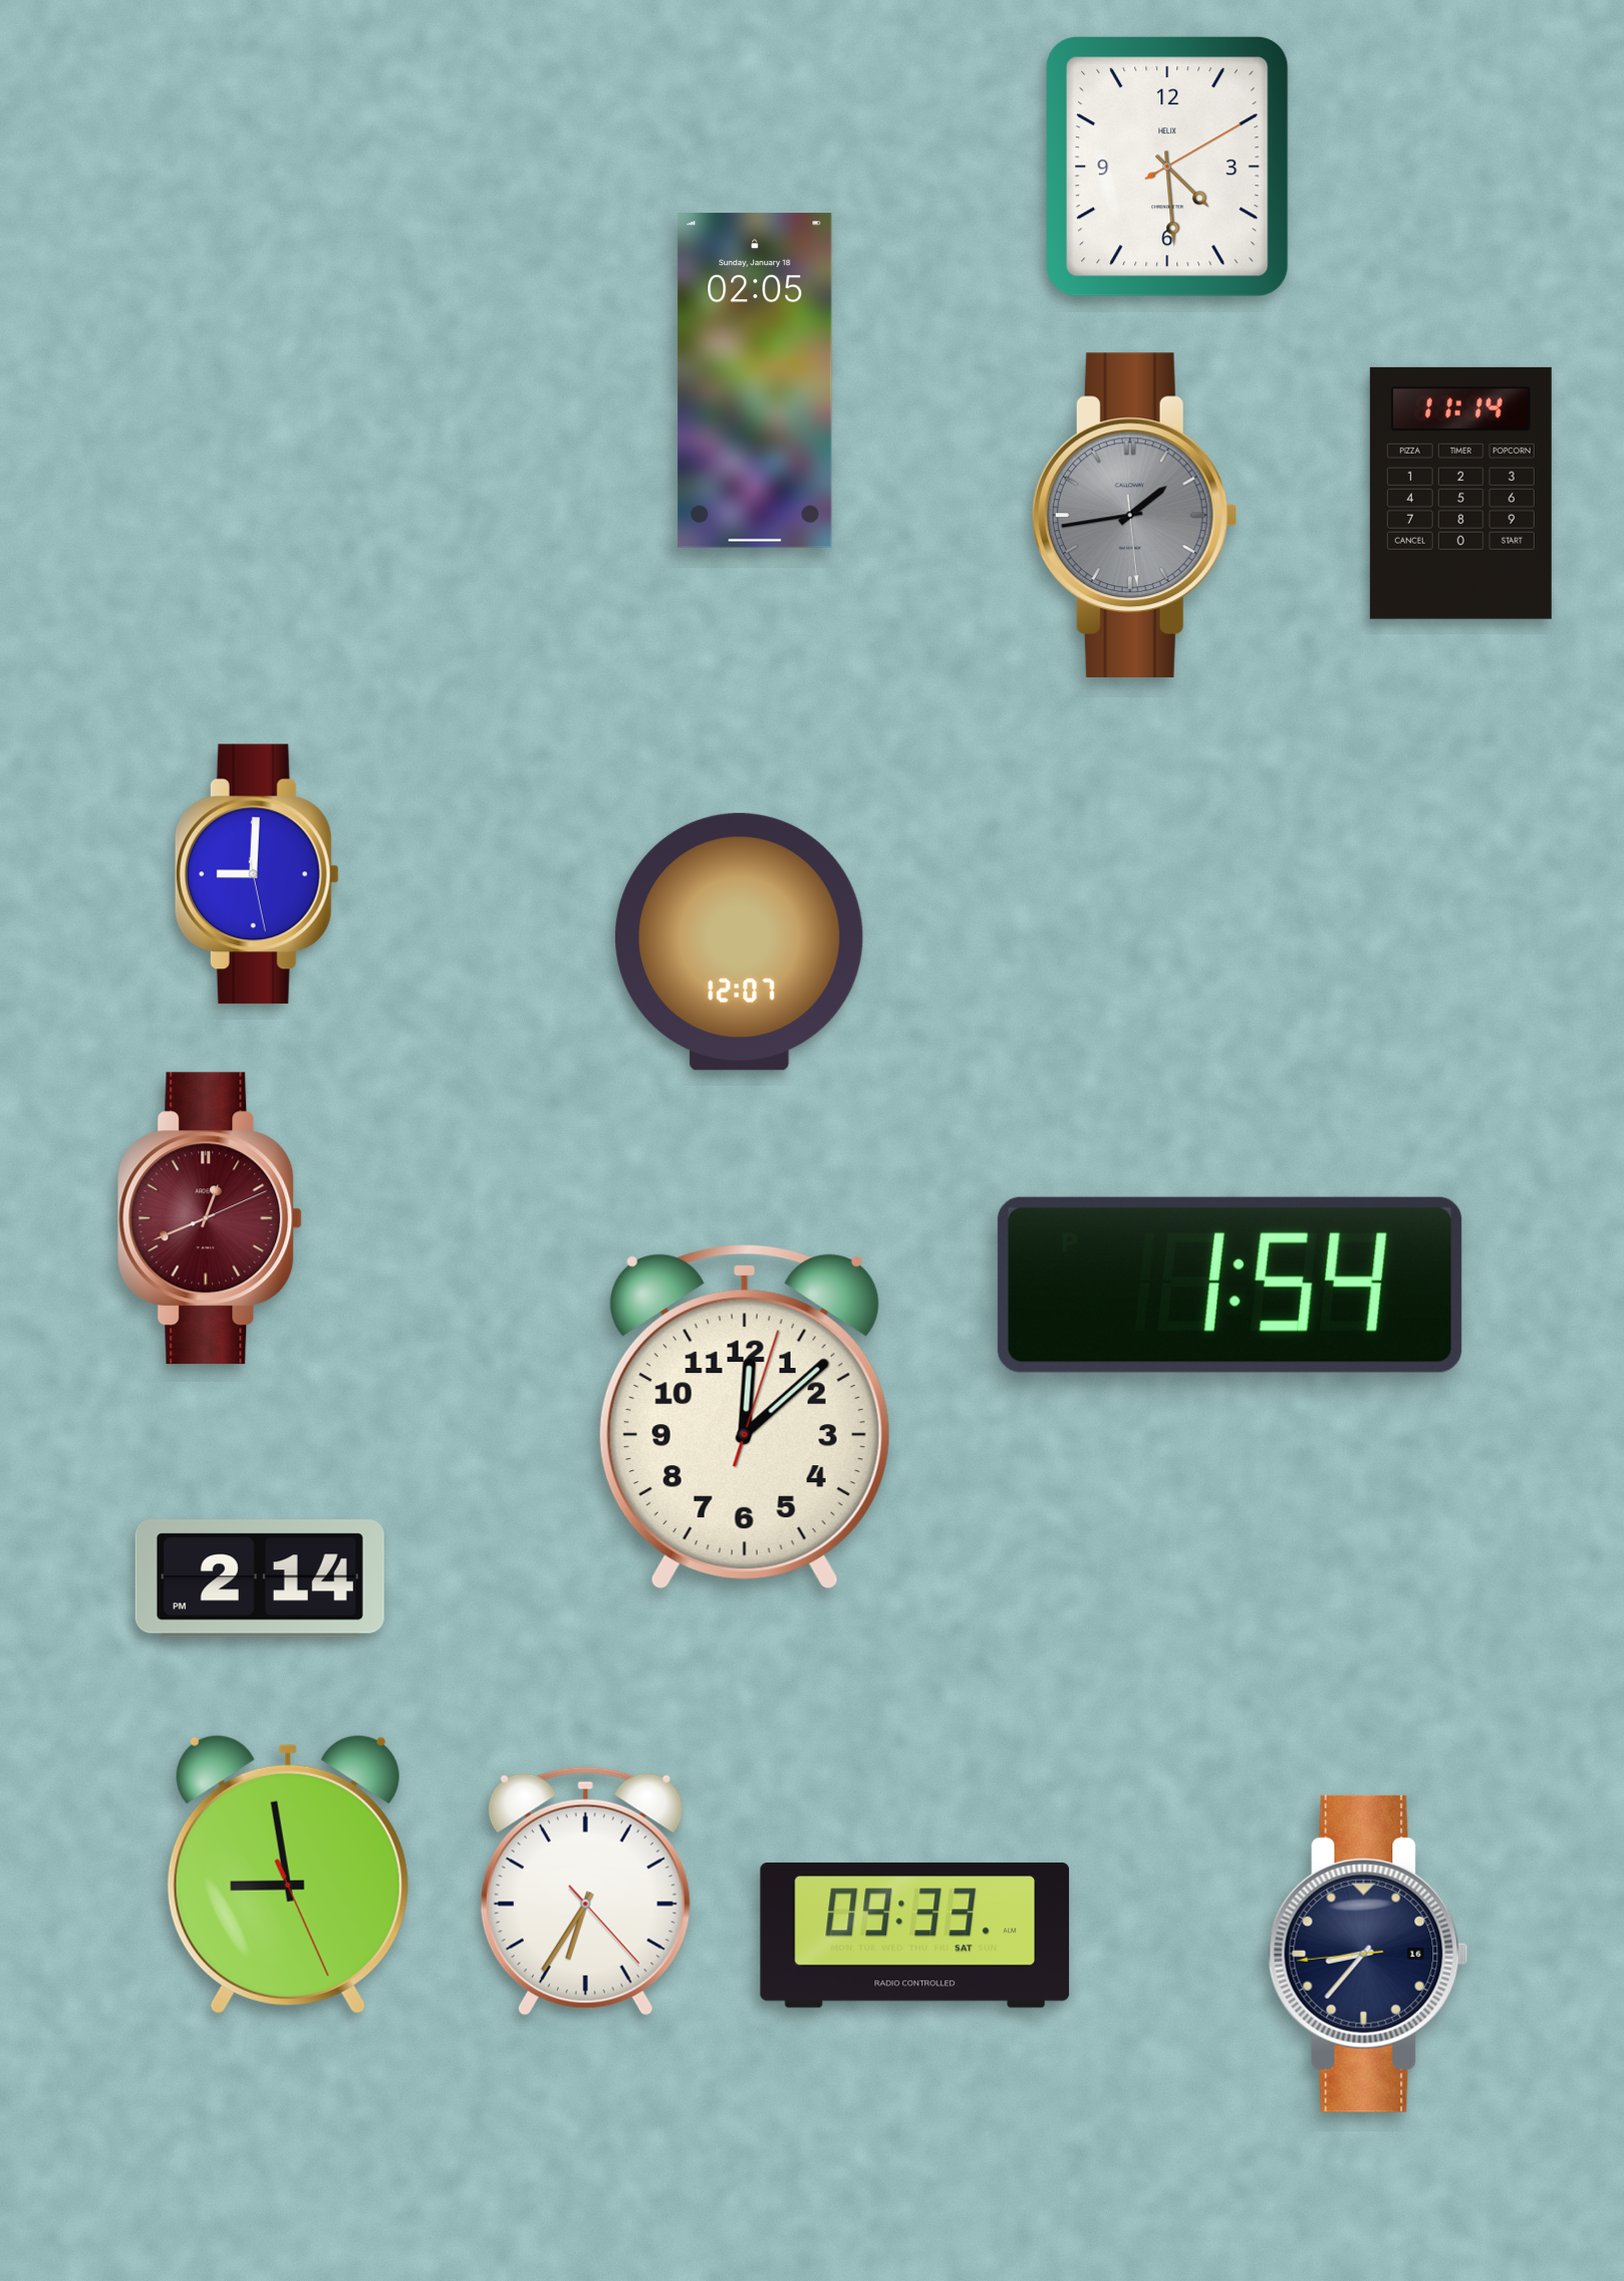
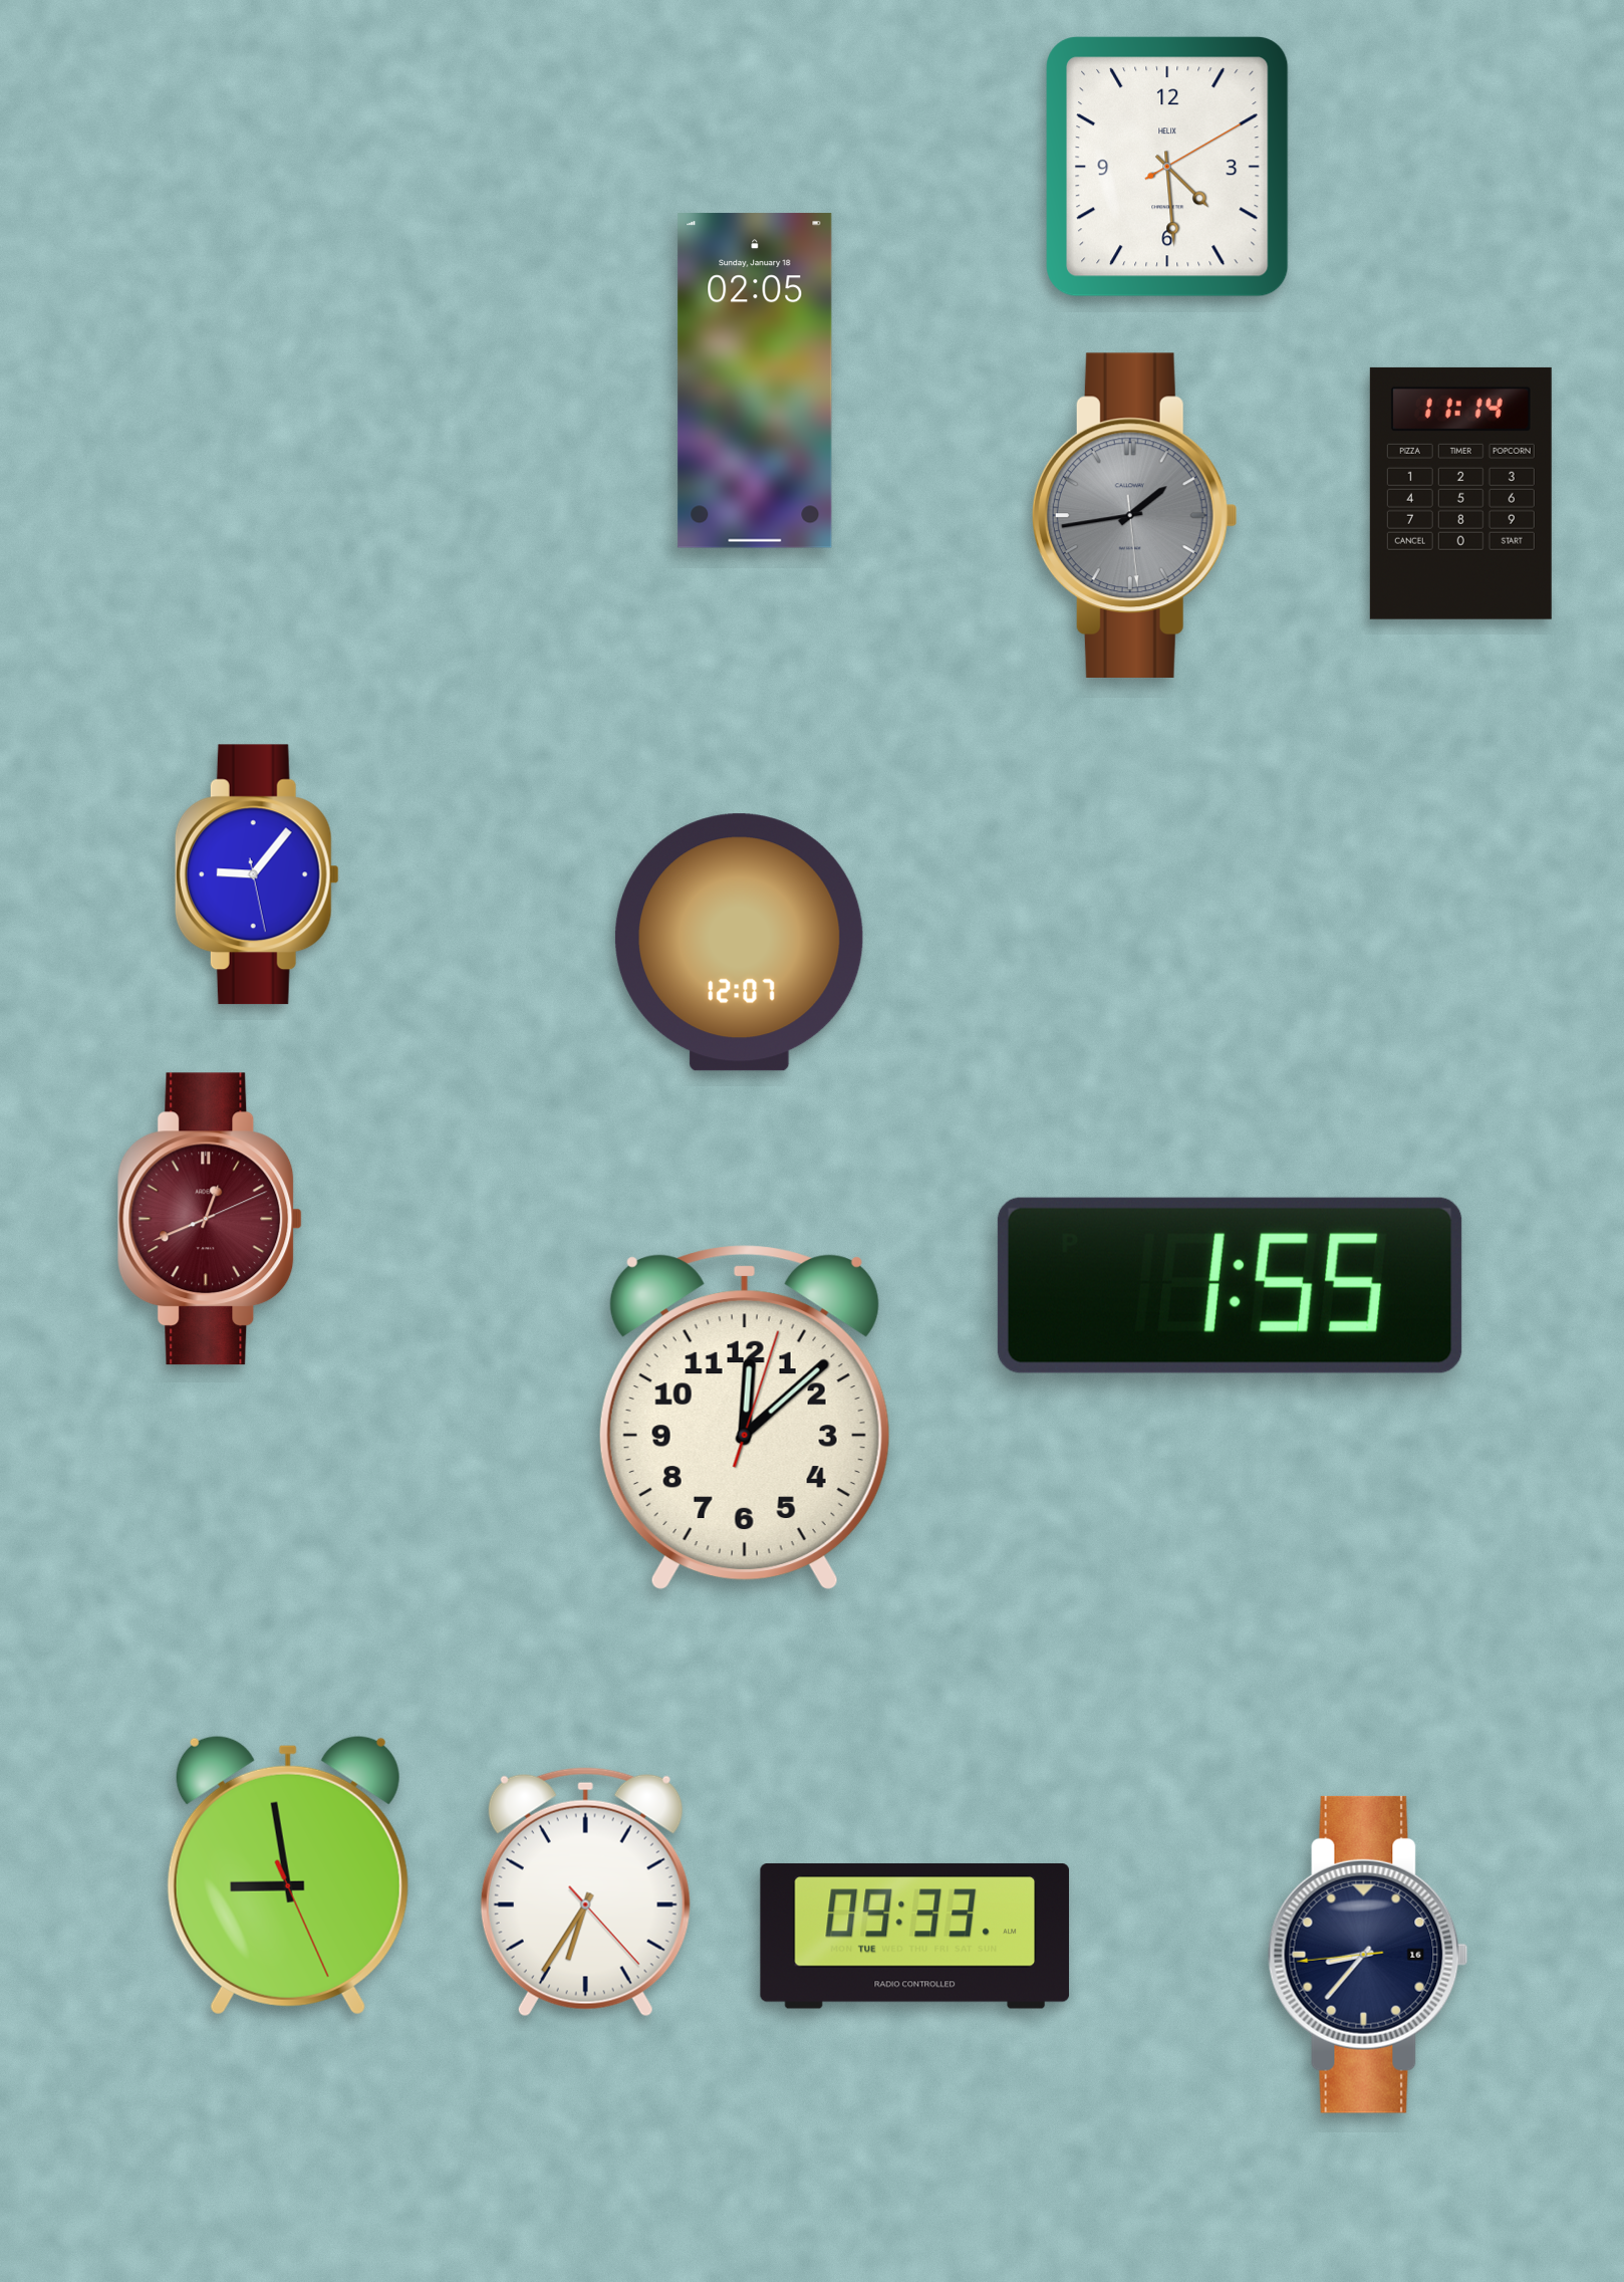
clock at (257, 874): 9:00 -> 9:06
clock at (1230, 1285): 1:54 -> 1:55
clock at (260, 1579): 2:14 -> none
clock at (915, 1935) date: SAT -> TUE
